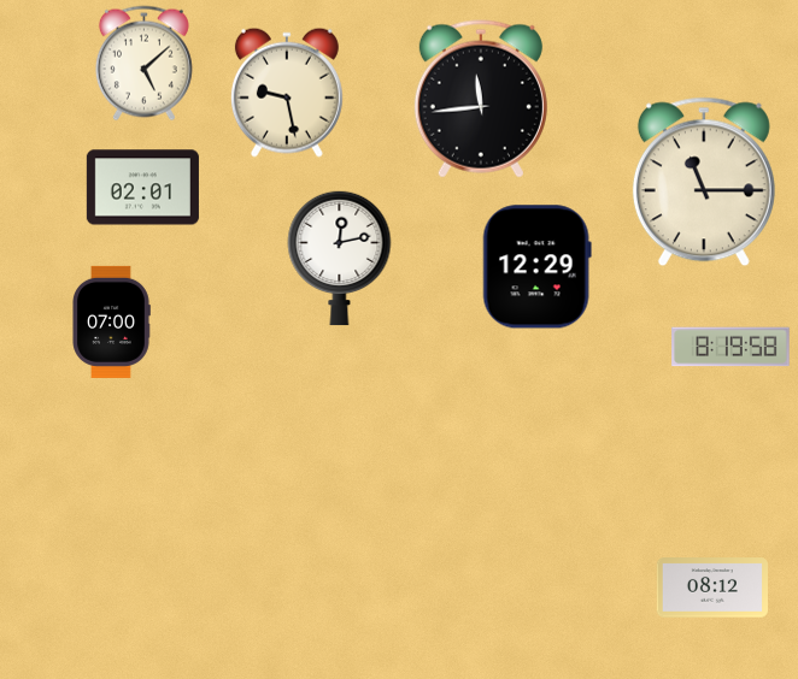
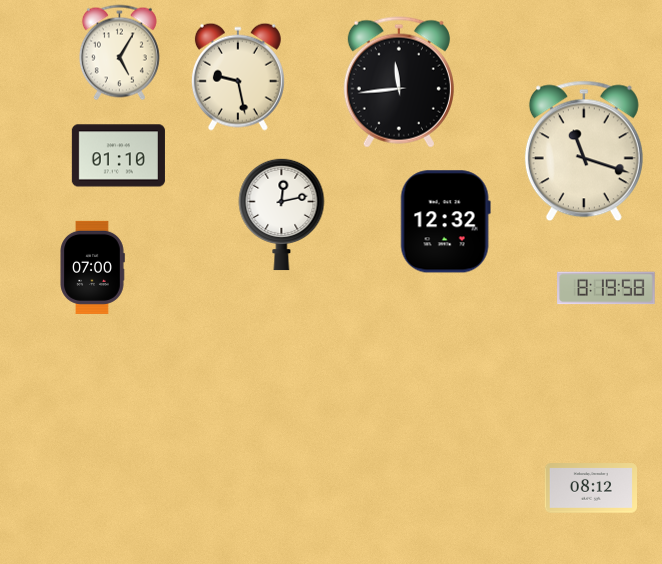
clock at (143, 64): 5:08 -> 5:05
clock at (704, 182): 11:15 -> 11:18
clock at (142, 188): 02:01 -> 01:10
clock at (536, 267): 12:29 -> 12:32
